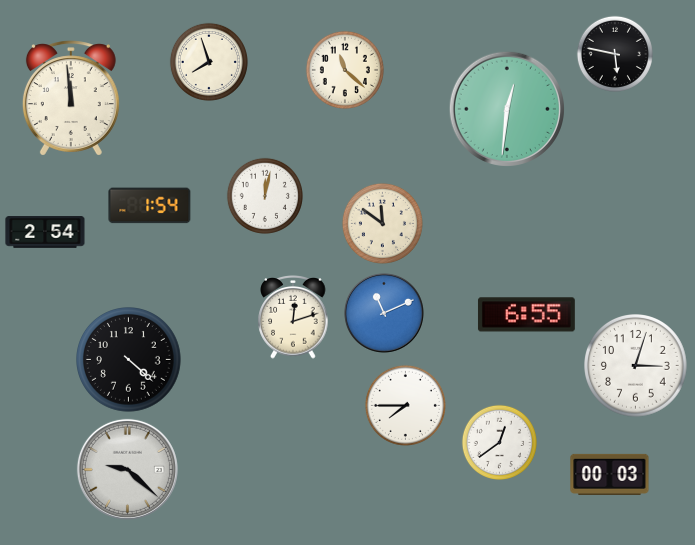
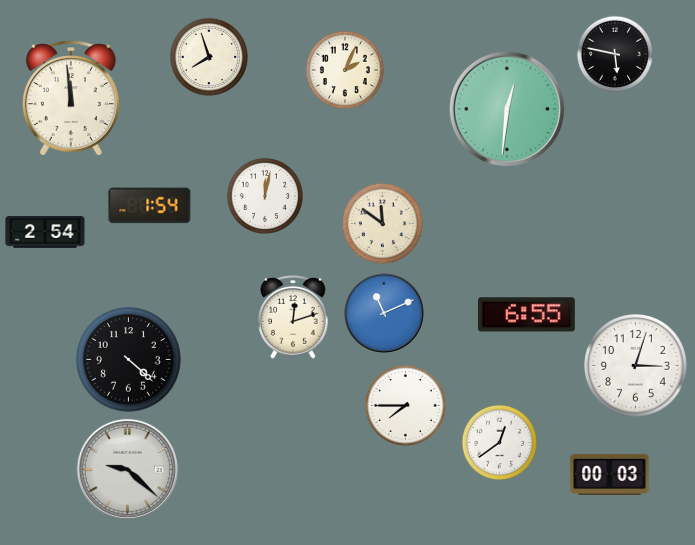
clock at (209, 62) position: (209, 62) -> (209, 57)
clock at (345, 70): 11:22 -> 2:04
